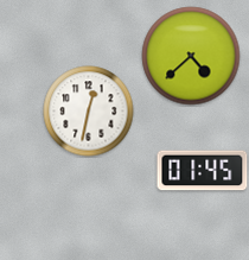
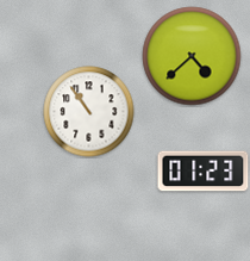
clock at (89, 112): 12:32 -> 10:54
clock at (203, 171): 01:45 -> 01:23
